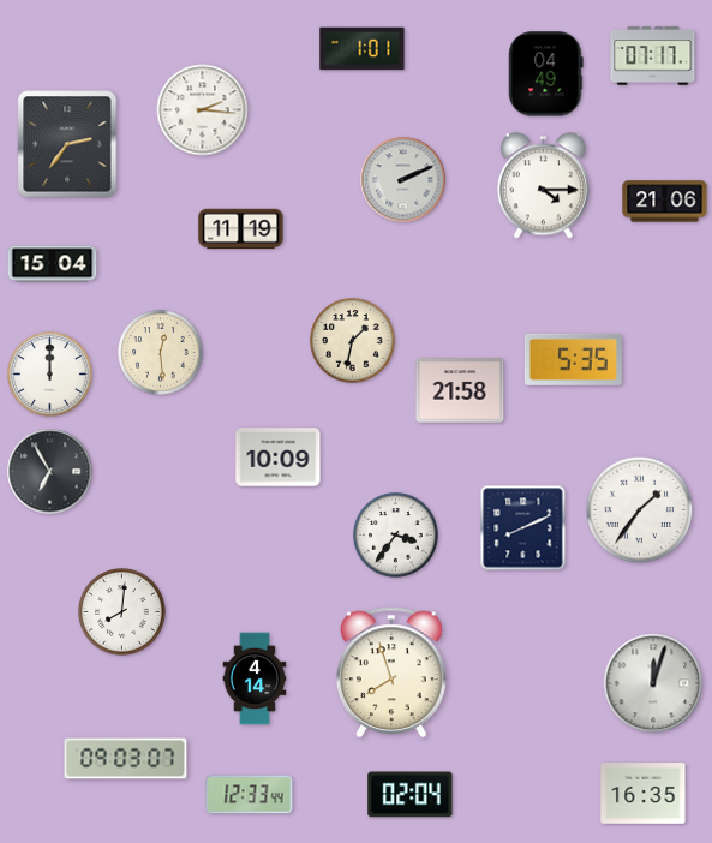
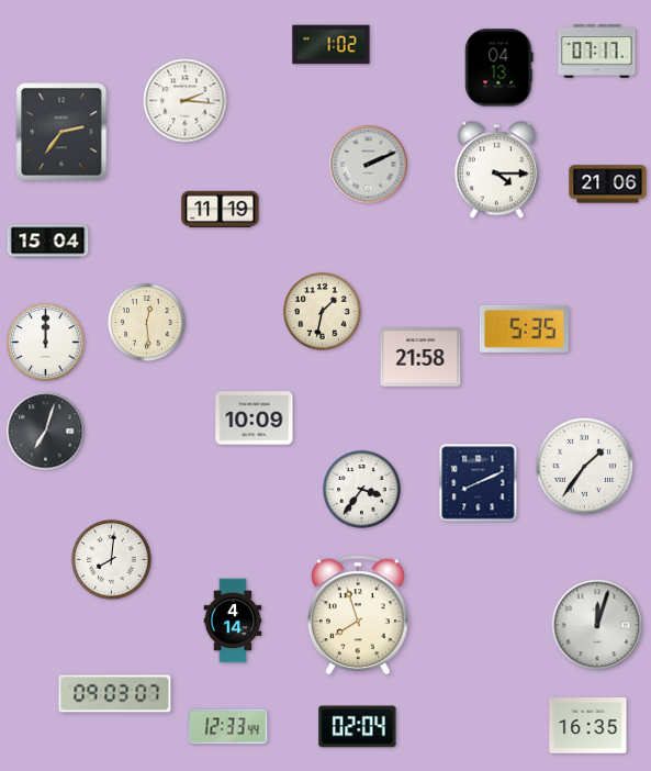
clock at (363, 49): 1:01 -> 1:02
clock at (546, 74): 04:49 -> 04:13
clock at (50, 472): 6:55 -> 7:03
clock at (411, 795) position: (411, 795) -> (358, 727)
